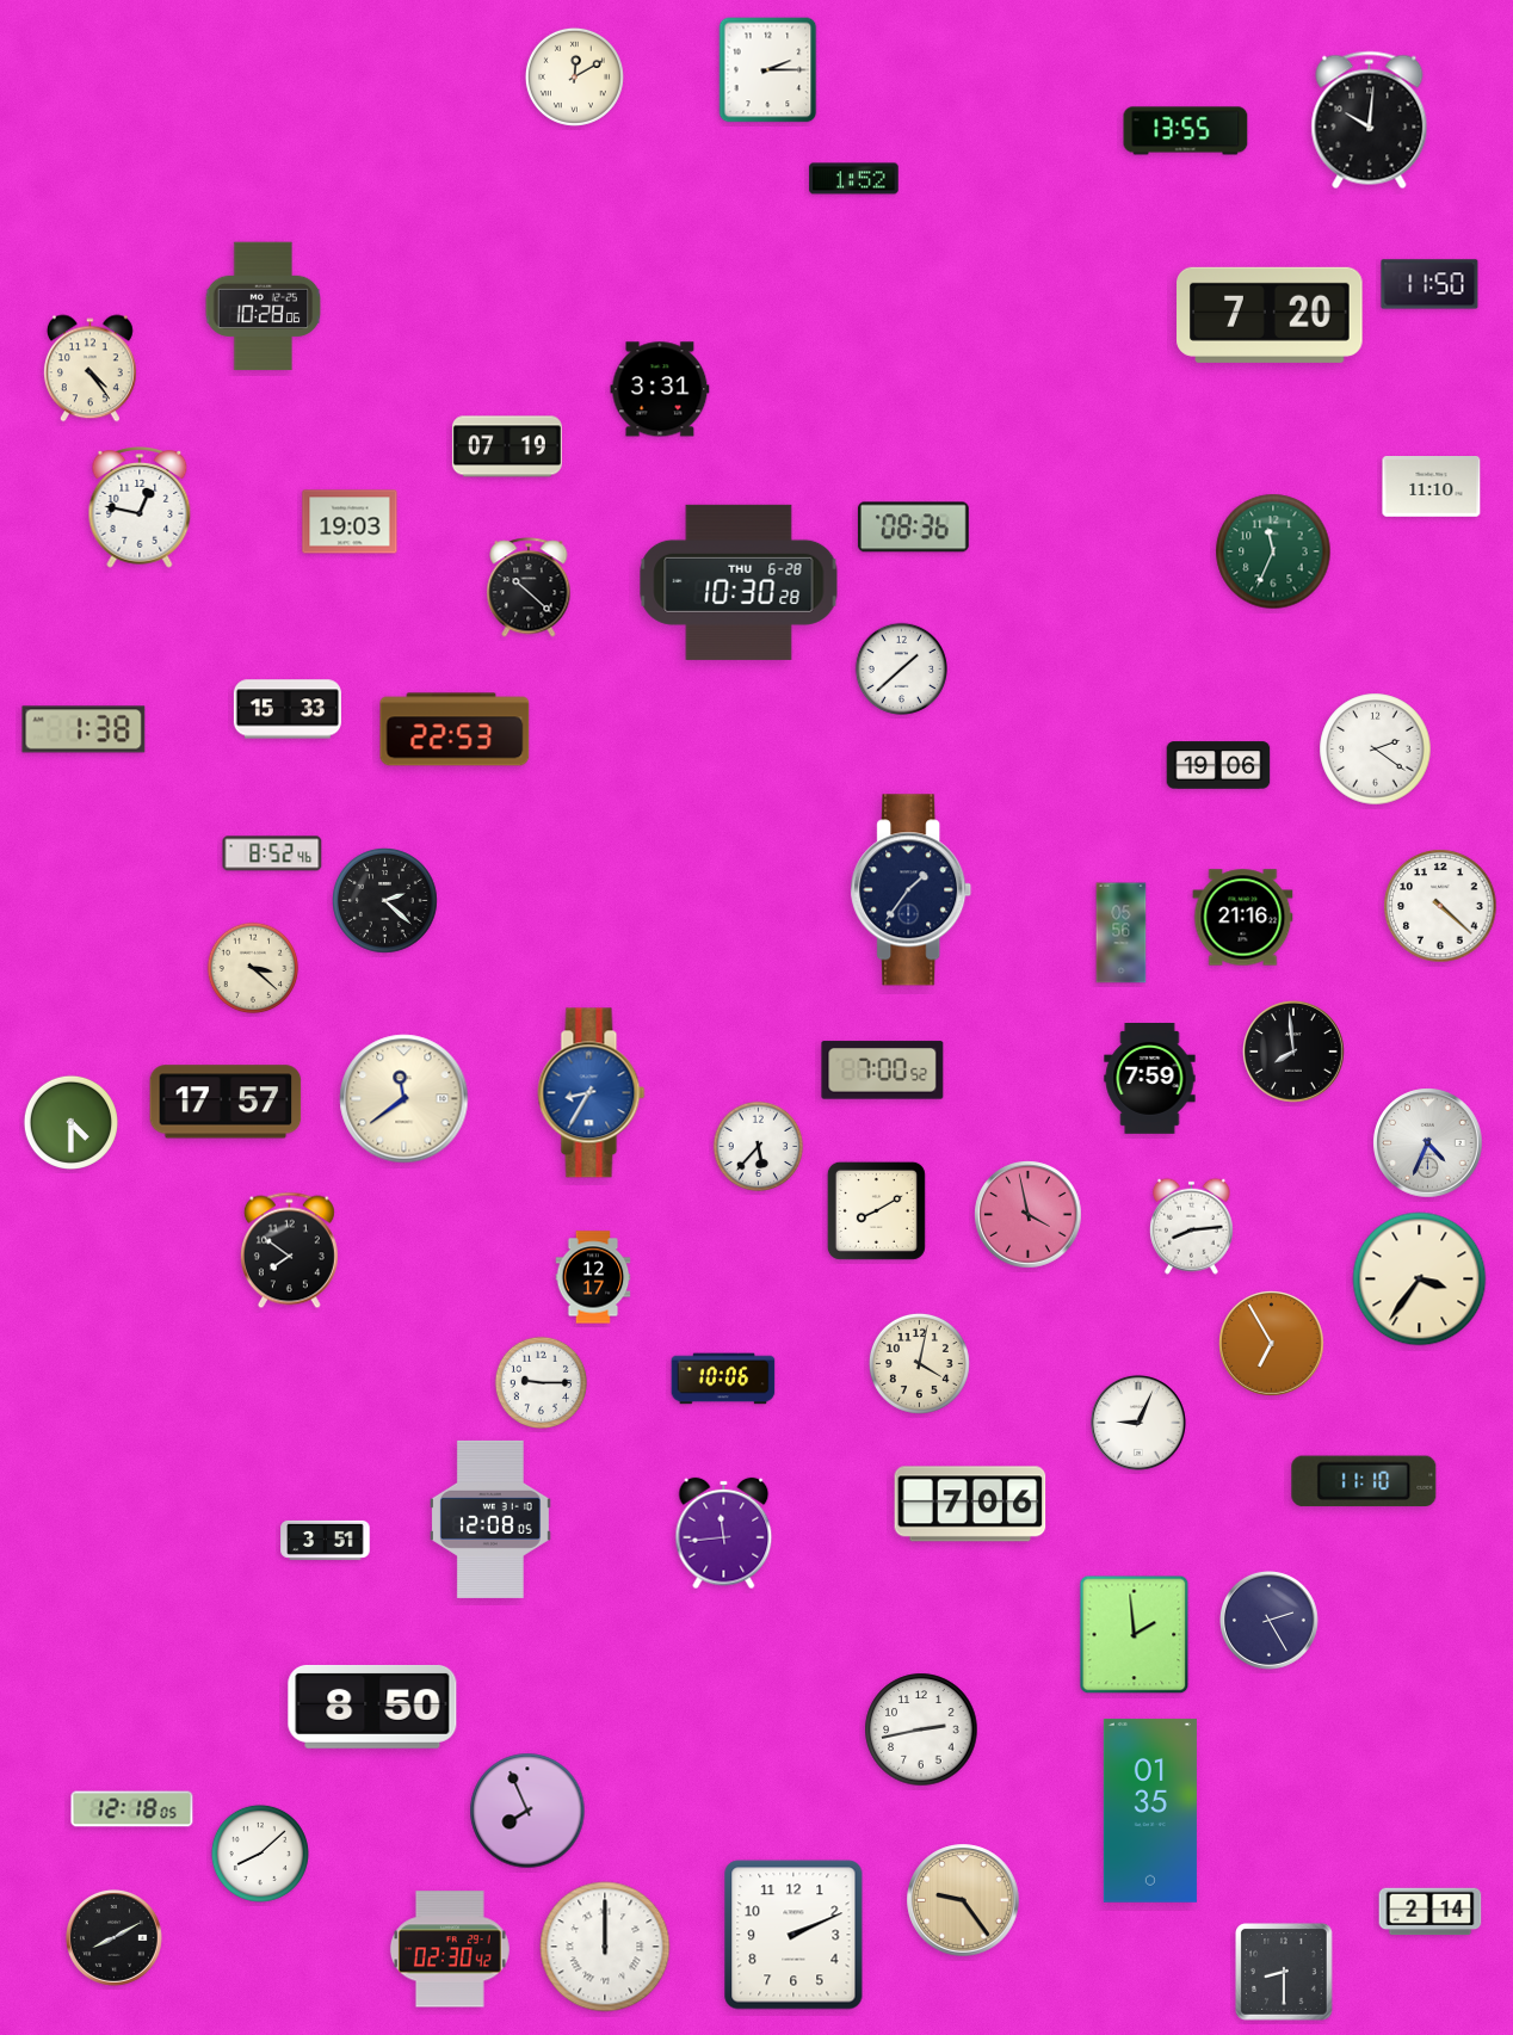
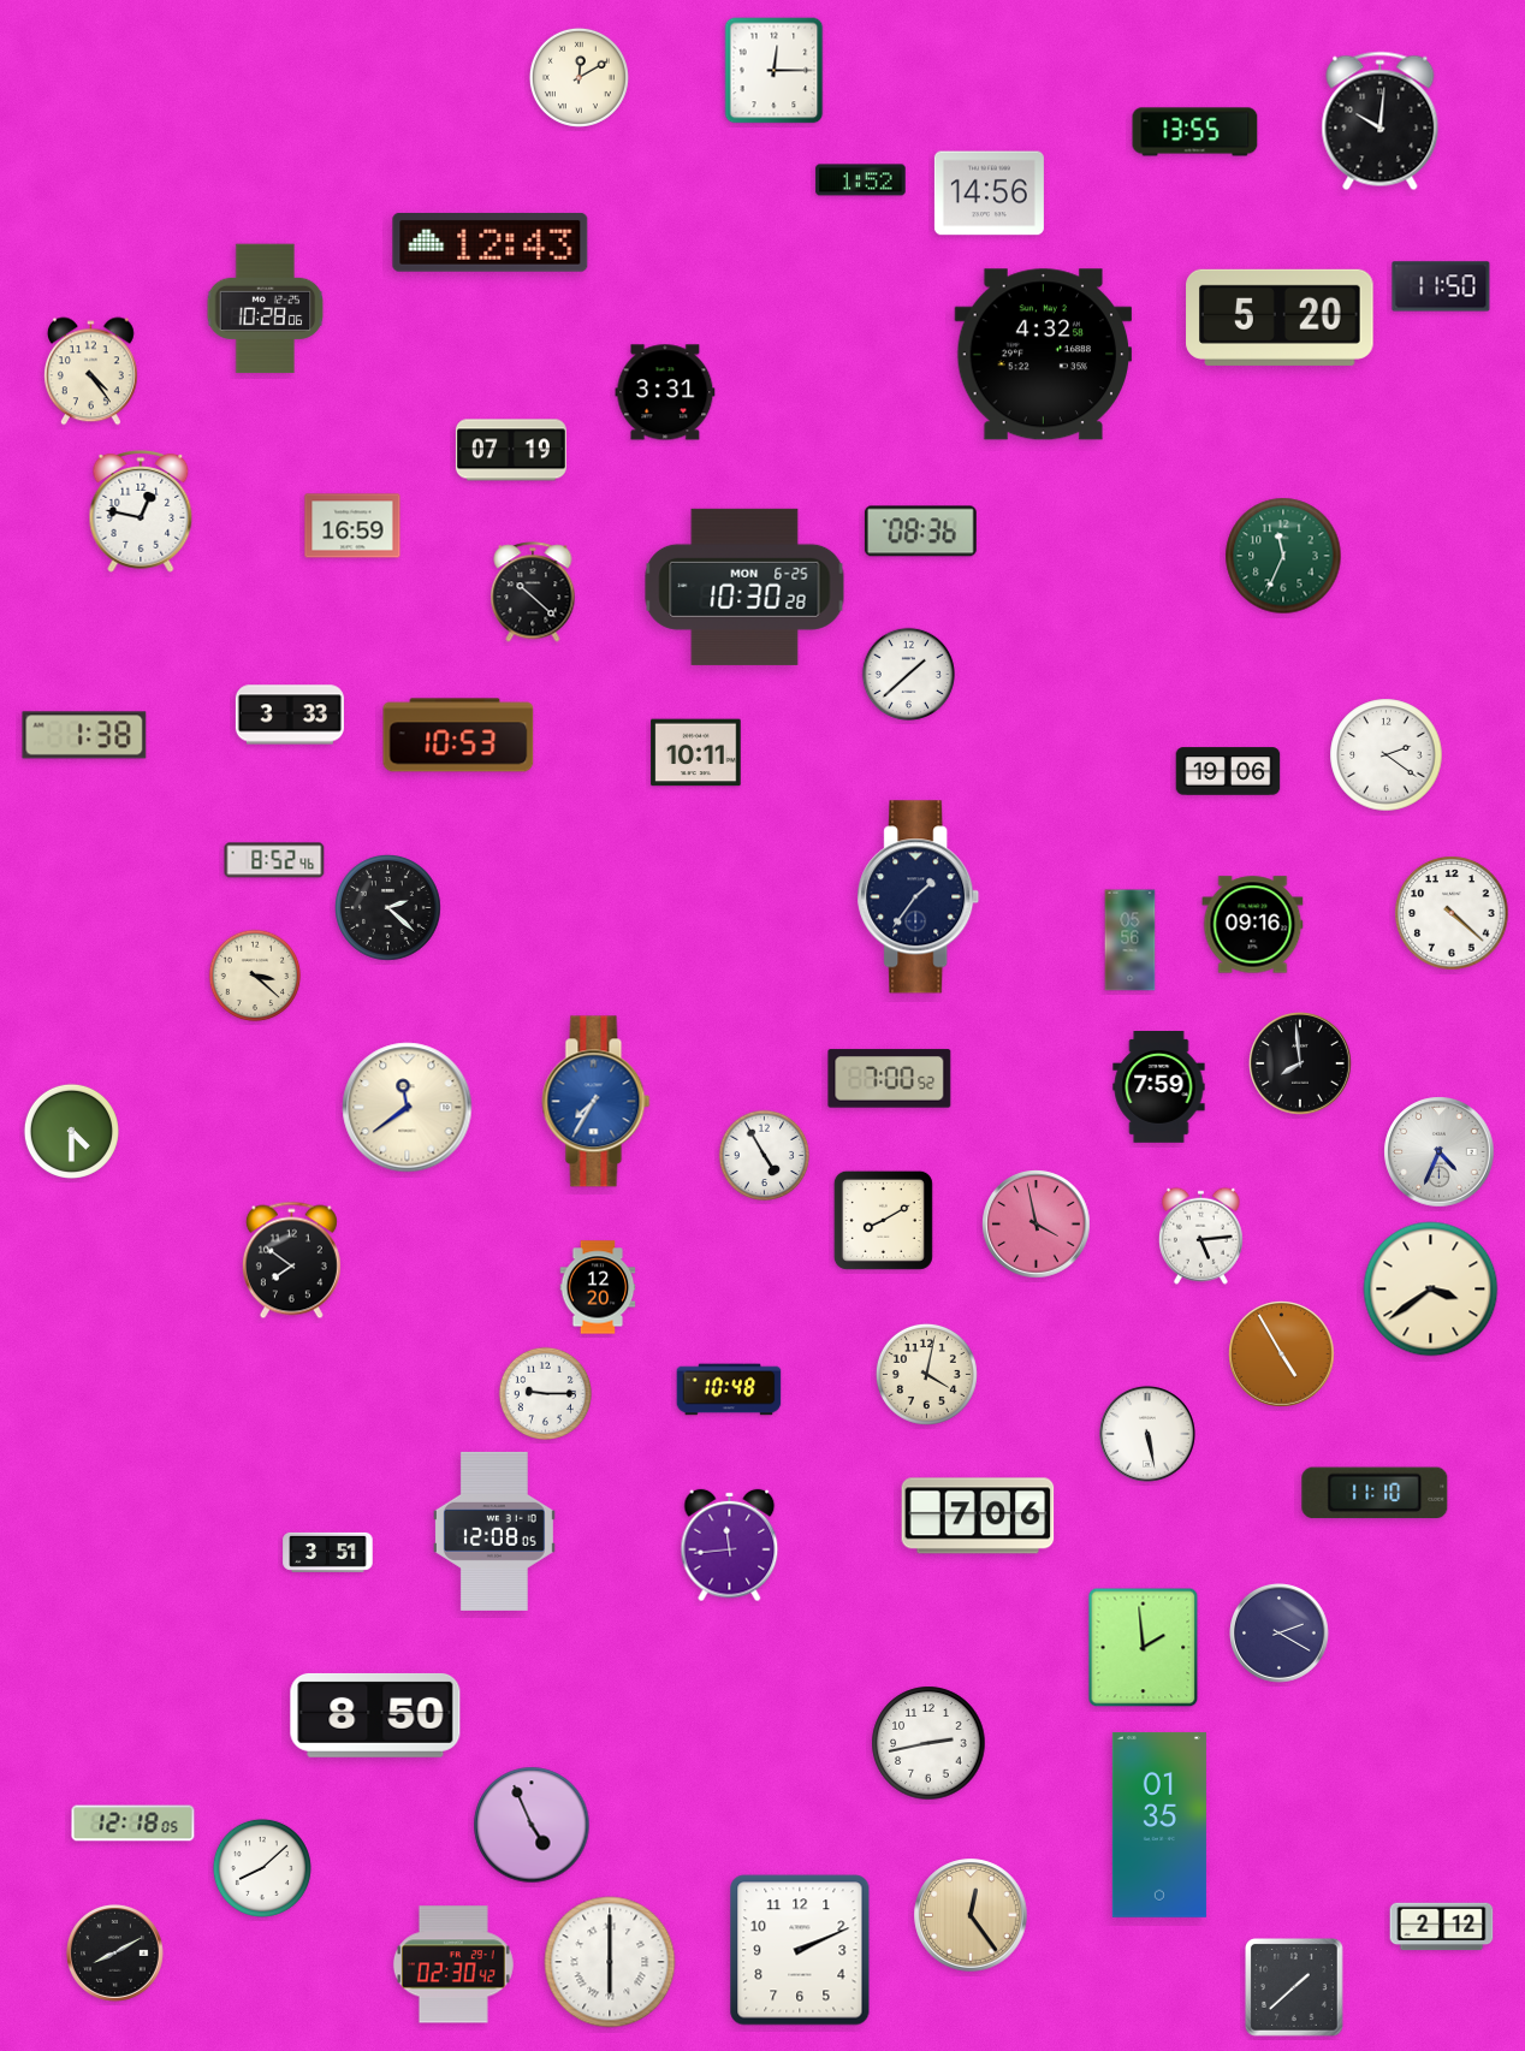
clock at (768, 70): 2:15 -> 12:15
clock at (989, 194): none -> 14:56
clock at (491, 242): none -> 12:43
clock at (1270, 315): 7:20 -> 5:20
clock at (1044, 355): none -> 4:32
clock at (1432, 487): 11:10 -> none
clock at (350, 522): 19:03 -> 16:59
clock at (739, 582) date: THU 6-28 -> MON 6-25
clock at (288, 709): 15:33 -> 3:33
clock at (455, 729): 22:53 -> 10:53
clock at (696, 753): none -> 10:11
clock at (1243, 918): 21:16 -> 09:16
clock at (1295, 1053) position: (1295, 1053) -> (1301, 1065)
clock at (592, 1093): 8:35 -> 7:35
clock at (226, 1102): 17:57 -> none
clock at (759, 1147): 5:37 -> 4:55
clock at (1191, 1226): 8:14 -> 5:14
clock at (593, 1277): 12:17 -> 12:20
clock at (1420, 1279): 3:36 -> 3:39
clock at (1272, 1344): 6:55 -> 4:55
clock at (723, 1379): 10:06 -> 10:48
clock at (1138, 1423): 9:04 -> 5:28
clock at (1270, 1621): 2:25 -> 2:20
clock at (372, 1707) position: (372, 1707) -> (375, 1715)
clock at (527, 1811): 7:56 -> 4:56
clock at (963, 1900): 9:24 -> 12:24
clock at (1431, 1912): 2:14 -> 2:12
clock at (605, 1947): 12:00 -> 6:00
clock at (1285, 1973): 8:30 -> 1:38
